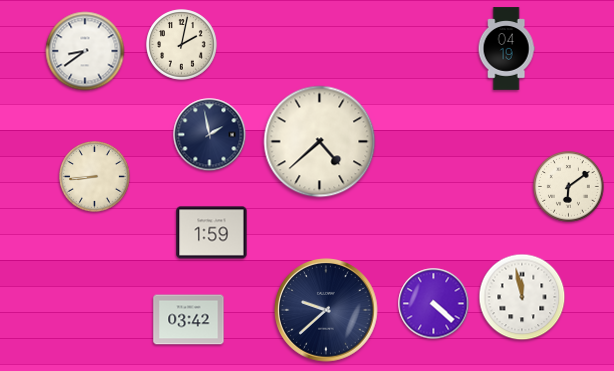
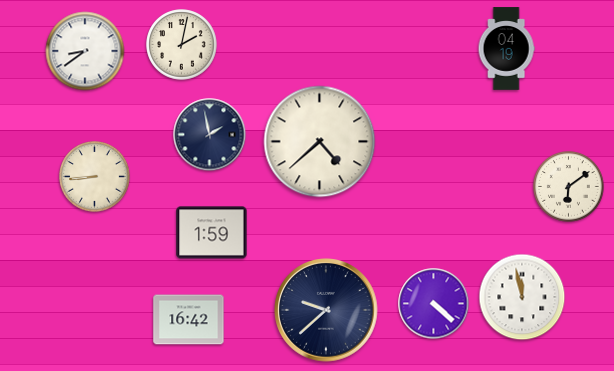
clock at (189, 320): 03:42 -> 16:42
